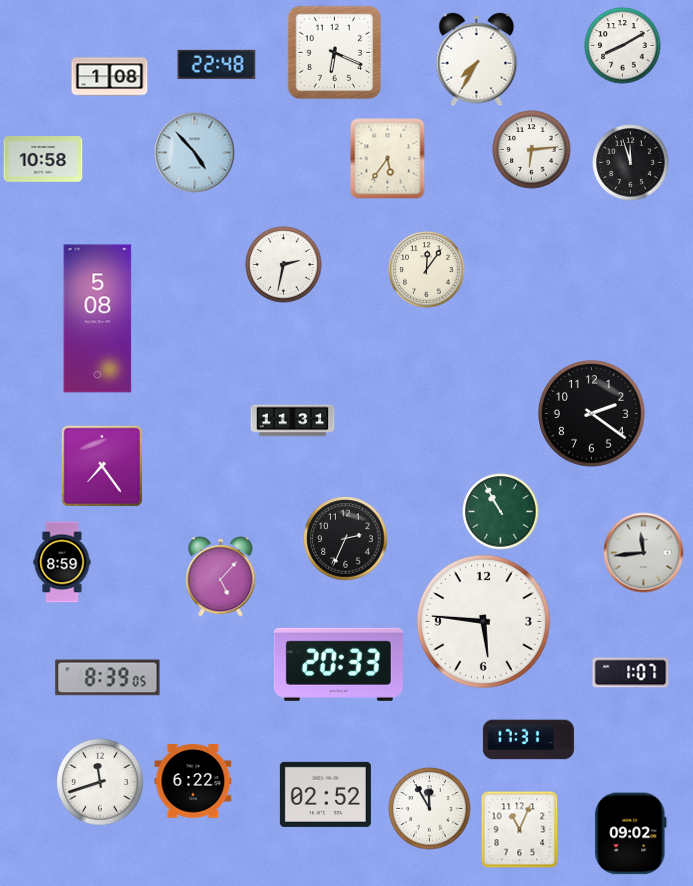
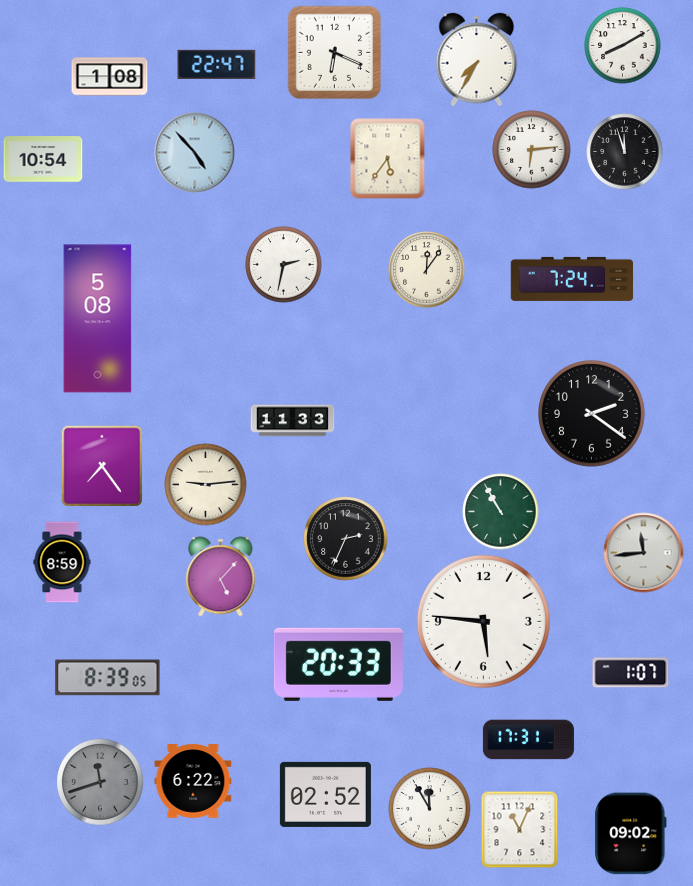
clock at (217, 64): 22:48 -> 22:47
clock at (43, 159): 10:58 -> 10:54
clock at (631, 163) position: (631, 163) -> (625, 152)
clock at (572, 279): none -> 7:24
clock at (293, 421): 11:31 -> 11:33
clock at (206, 485): none -> 9:14
clock at (100, 782) dial: white -> grey
